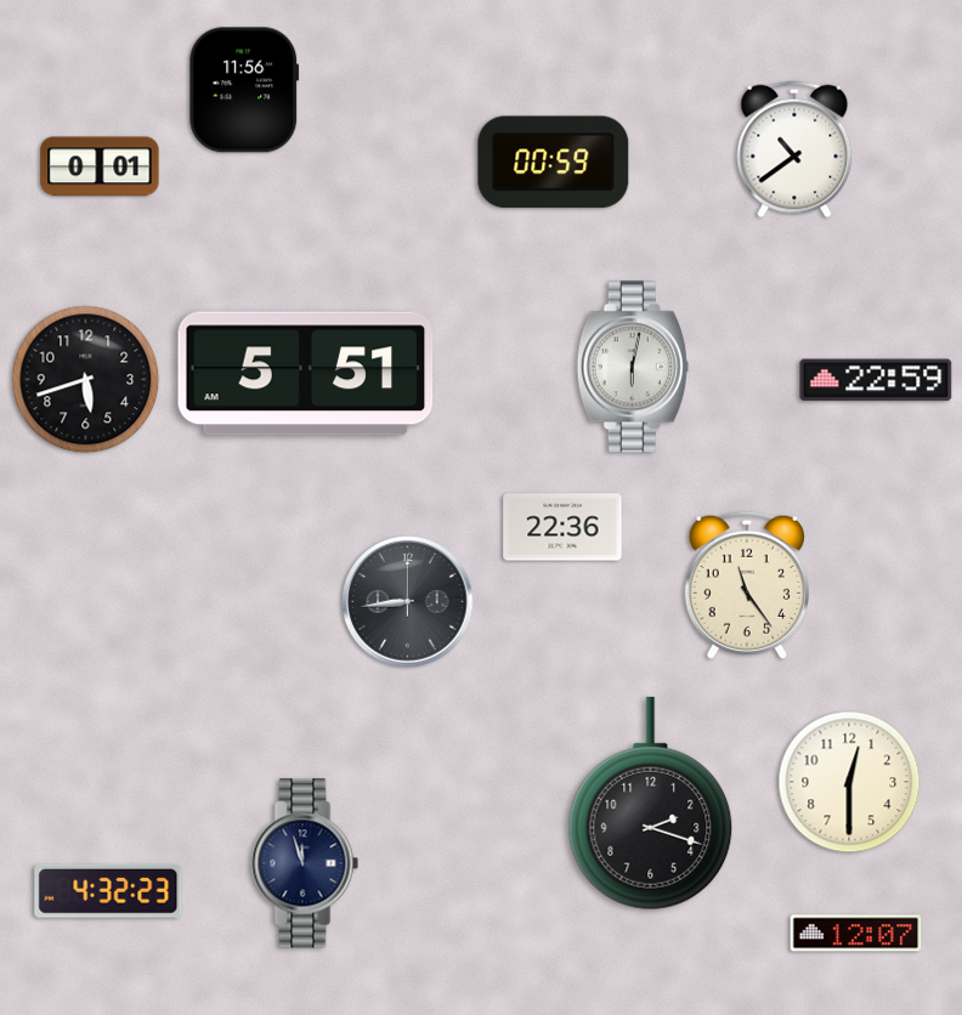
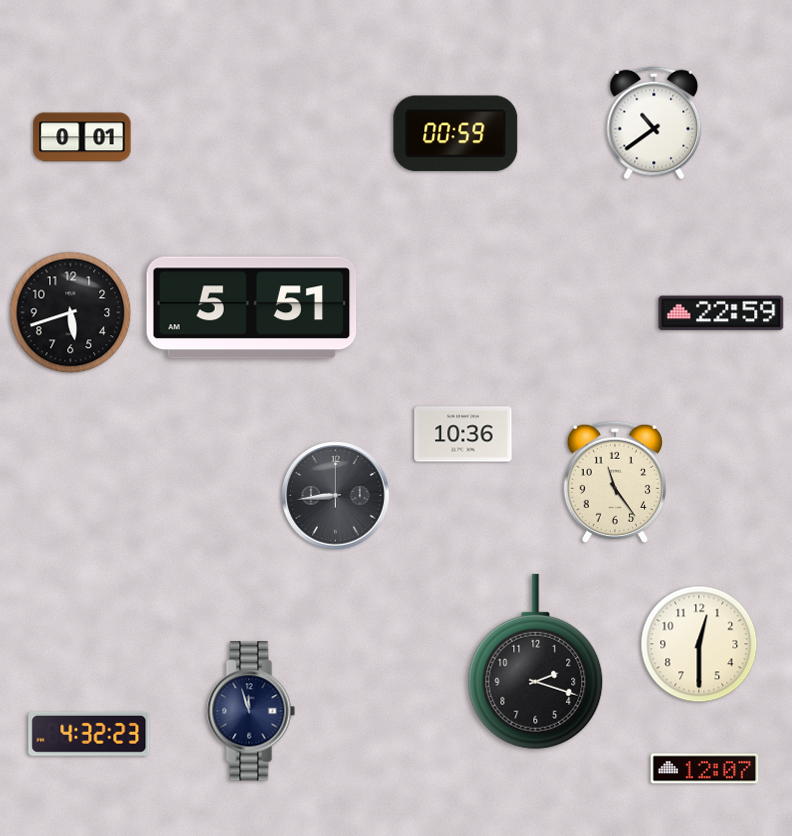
clock at (244, 90): 11:56 -> none
clock at (633, 367): 6:02 -> none
clock at (562, 527): 22:36 -> 10:36
